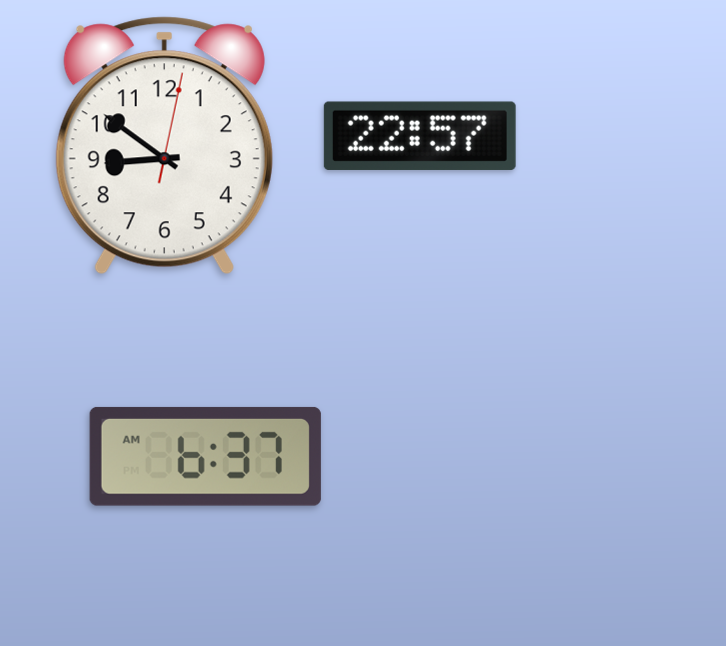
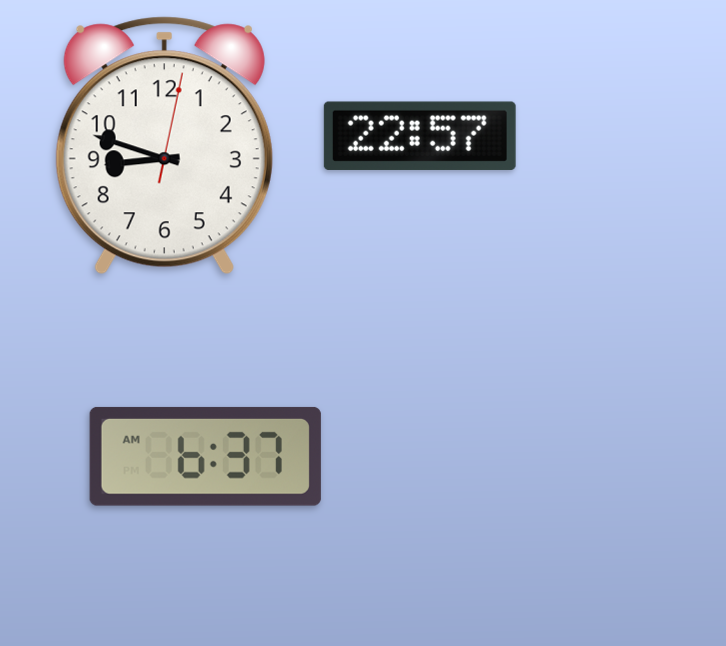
clock at (164, 146): 8:51 -> 8:48
